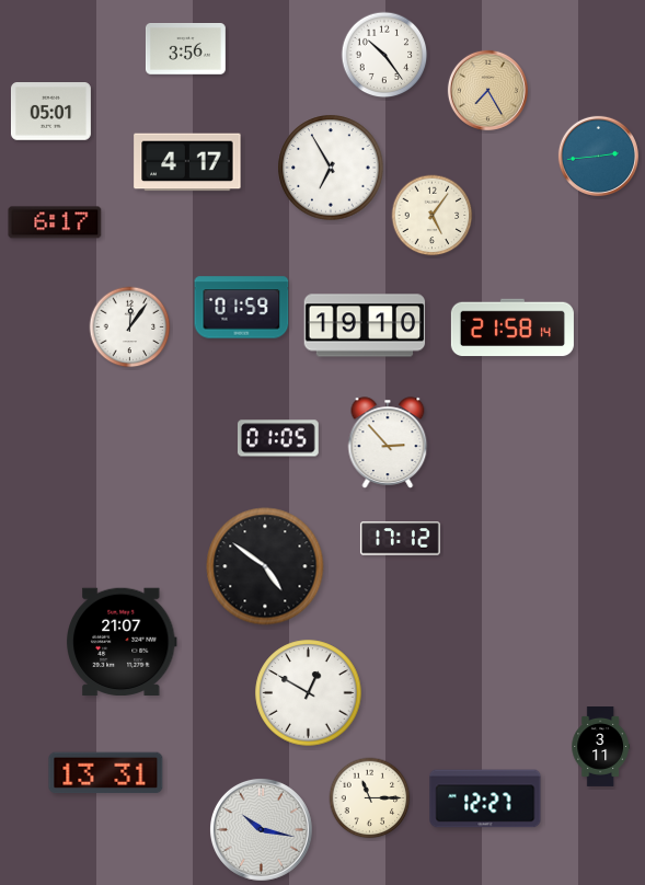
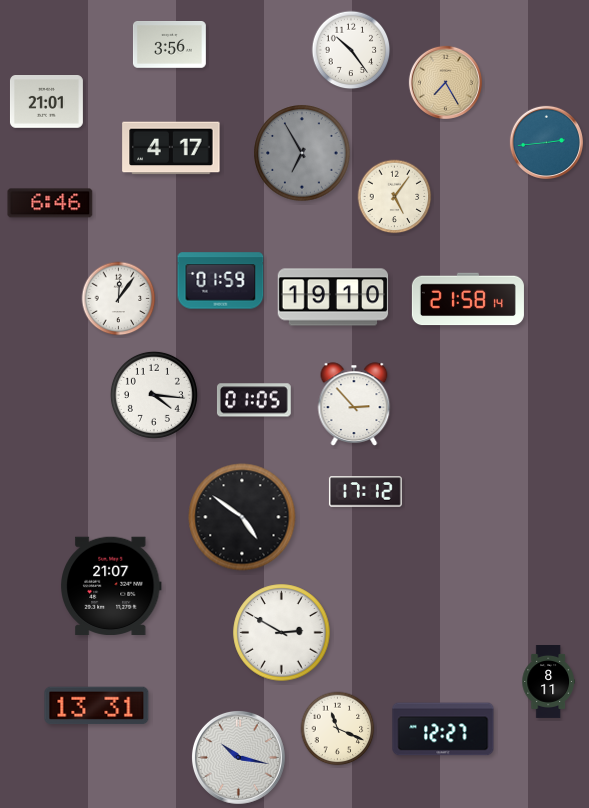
clock at (50, 112): 05:01 -> 21:01
clock at (331, 168) dial: white -> grey
clock at (55, 222): 6:17 -> 6:46
clock at (154, 395): none -> 4:16
clock at (309, 693): 12:50 -> 2:50
clock at (600, 747): 3:11 -> 8:11
clock at (370, 798): 11:15 -> 11:19
